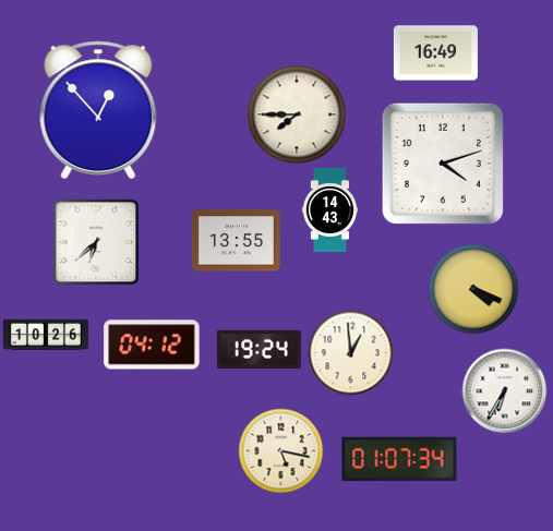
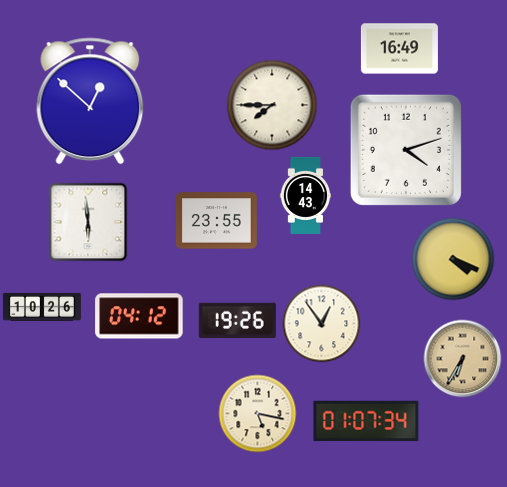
clock at (98, 110): 12:53 -> 12:52
clock at (329, 209) position: (329, 209) -> (305, 195)
clock at (236, 241): 13:55 -> 23:55
clock at (96, 242): 6:38 -> 5:59
clock at (473, 289) position: (473, 289) -> (453, 259)
clock at (259, 349): 19:24 -> 19:26
clock at (350, 352): 12:59 -> 12:54
clock at (504, 390) dial: white -> champagne
